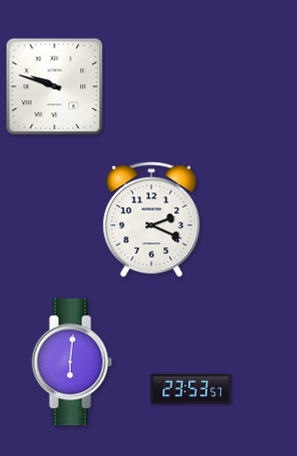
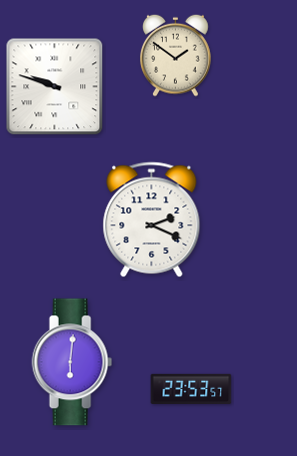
clock at (176, 55): none -> 1:51
